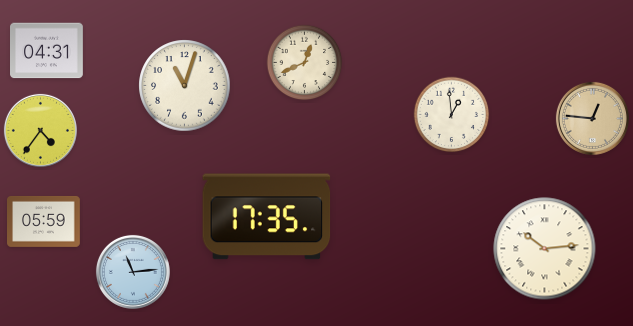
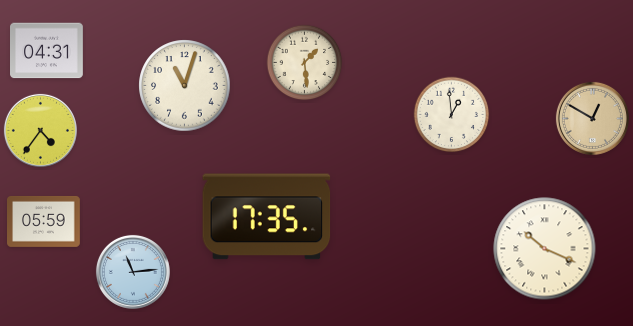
clock at (305, 63): 12:41 -> 1:29
clock at (592, 118): 12:46 -> 12:50
clock at (545, 249): 10:14 -> 10:19
